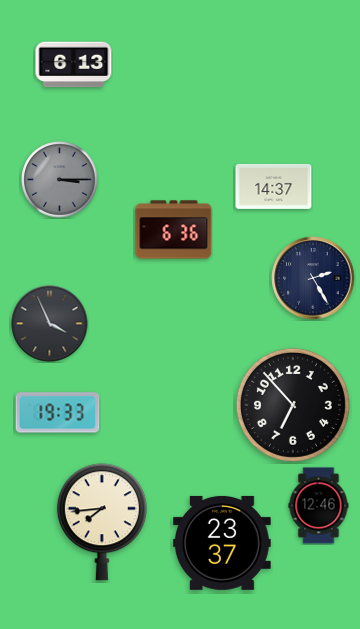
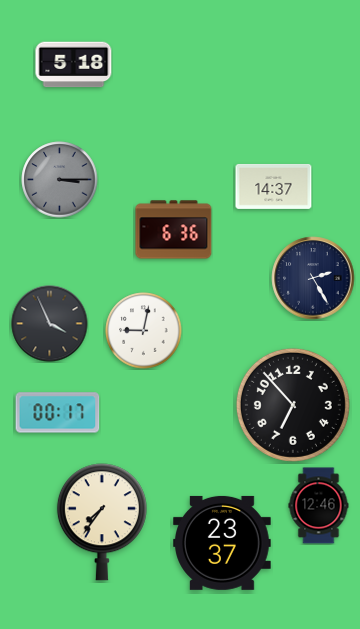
clock at (74, 65): 6:13 -> 5:18
clock at (144, 331): none -> 9:02
clock at (58, 413): 19:33 -> 00:17
clock at (102, 522): 7:44 -> 7:36
